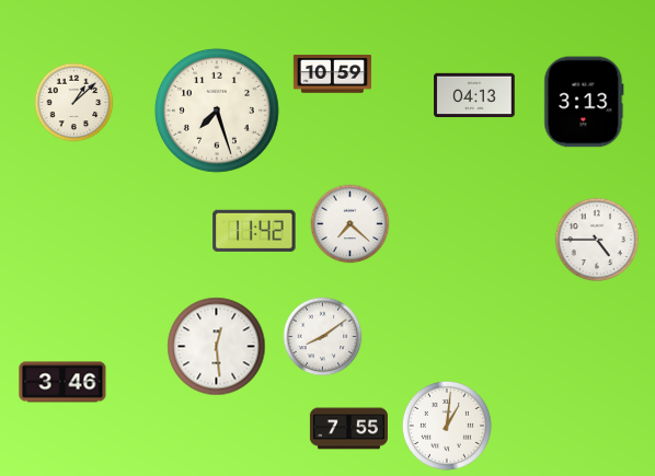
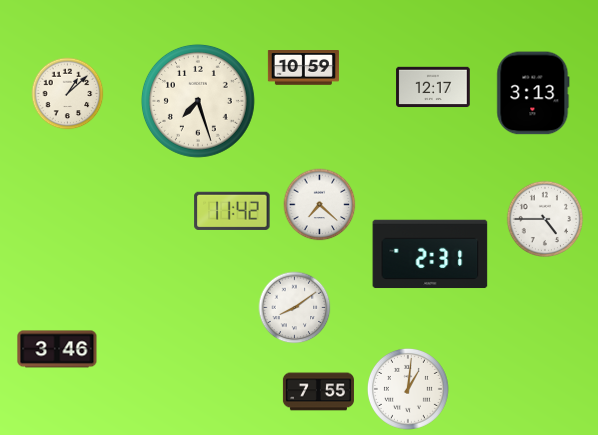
clock at (474, 95): 04:13 -> 12:17
clock at (430, 254): none -> 2:31
clock at (217, 347): 12:29 -> none
